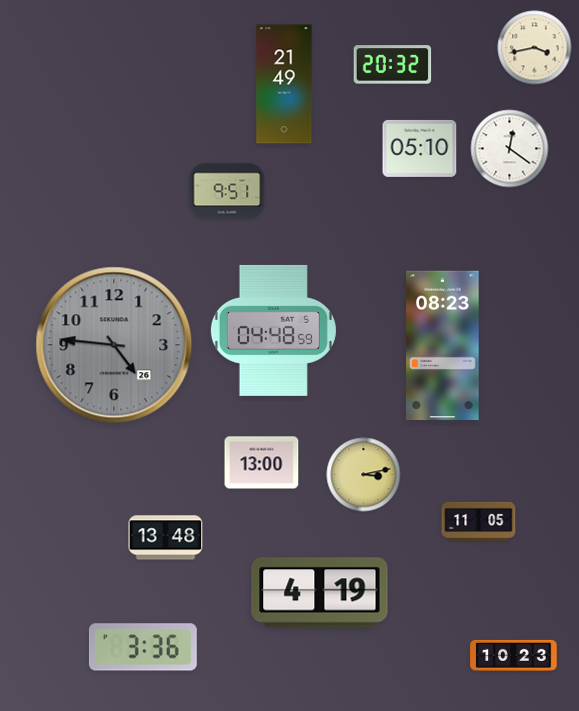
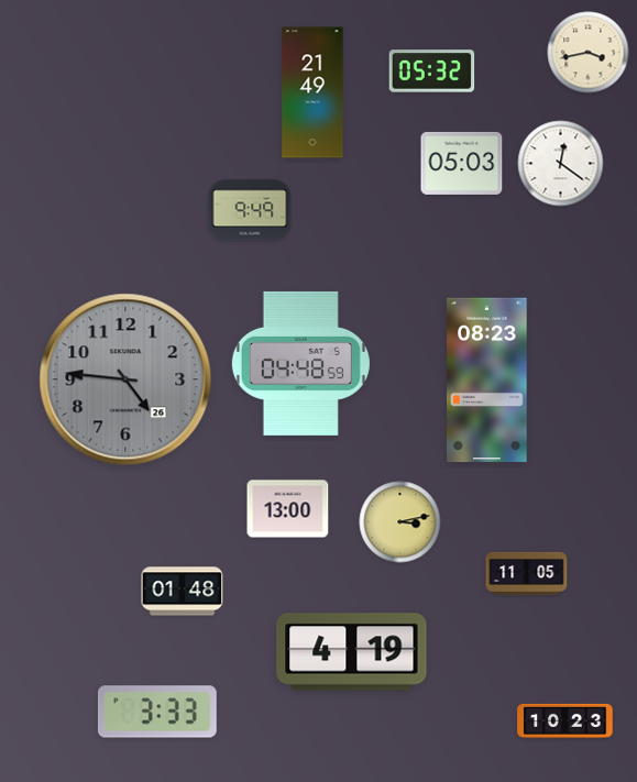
clock at (393, 65): 20:32 -> 05:32
clock at (420, 148): 05:10 -> 05:03
clock at (227, 191): 9:51 -> 9:49
clock at (166, 538): 13:48 -> 01:48
clock at (143, 647): 3:36 -> 3:33
